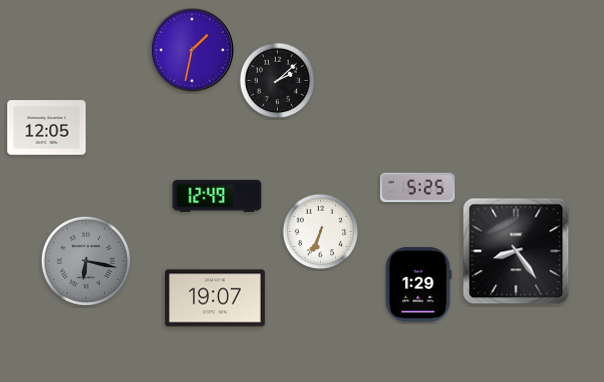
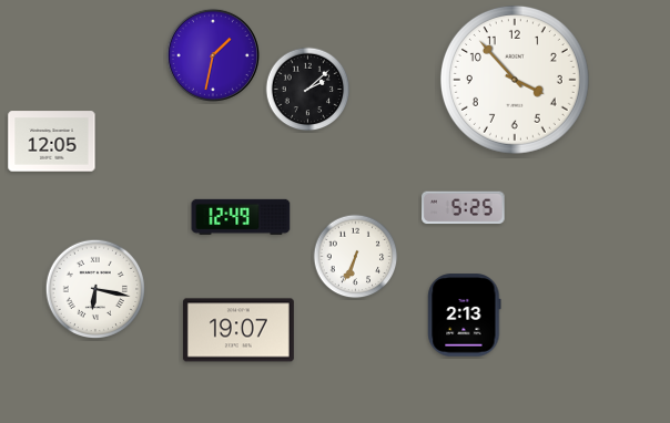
clock at (515, 80): none -> 3:53
clock at (516, 251): 8:24 -> none
clock at (85, 260) dial: grey -> white
clock at (419, 285): 1:29 -> 2:13
